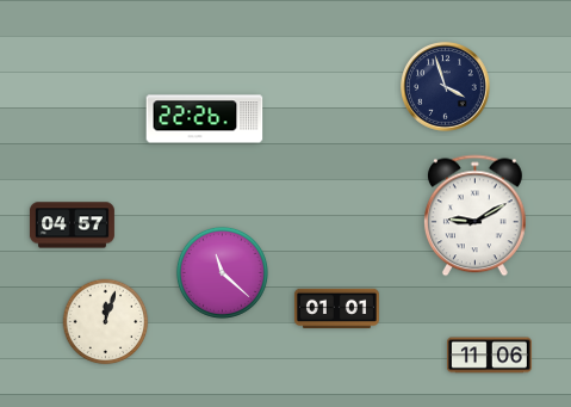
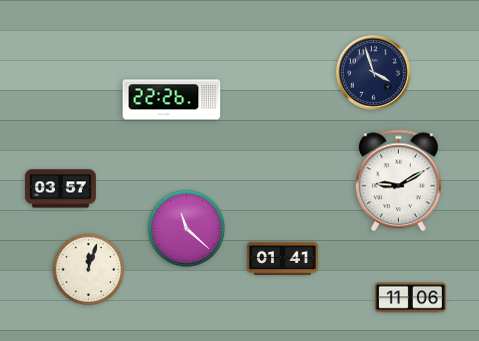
clock at (72, 226): 04:57 -> 03:57
clock at (336, 309): 01:01 -> 01:41
